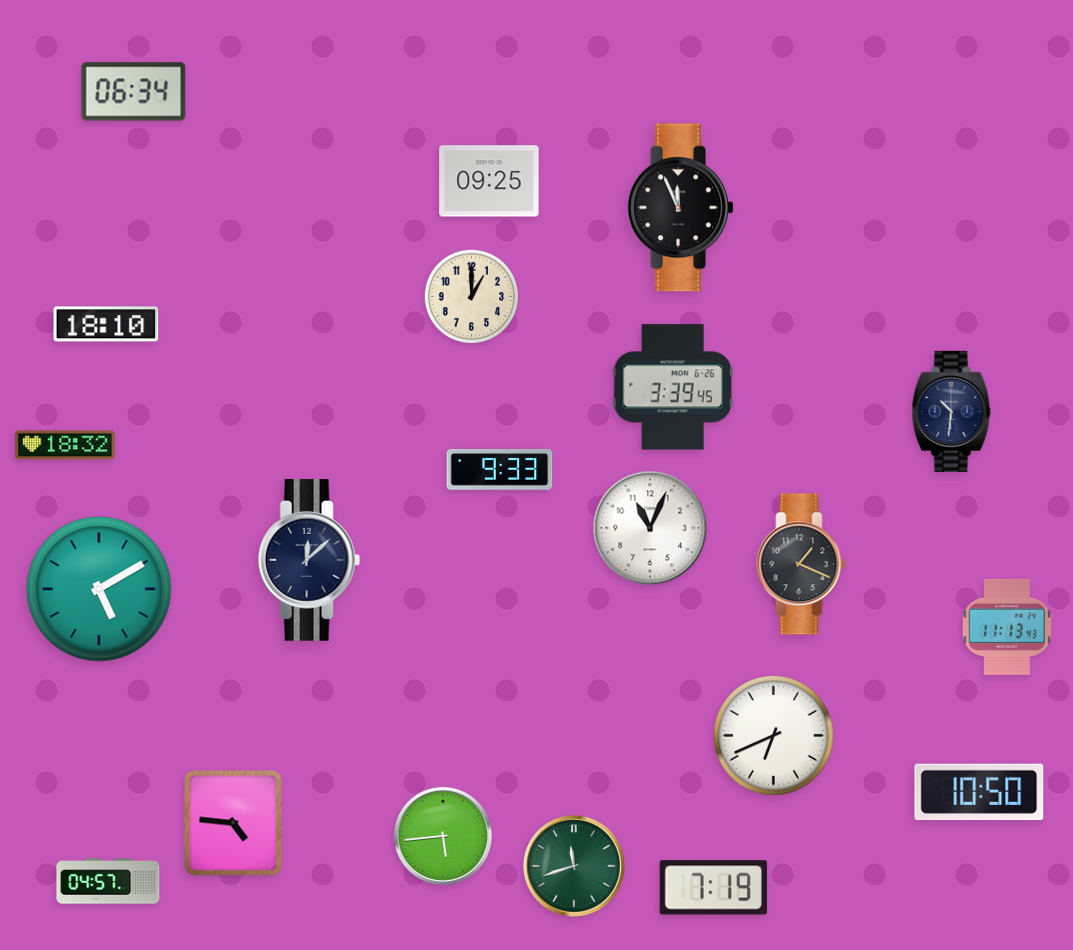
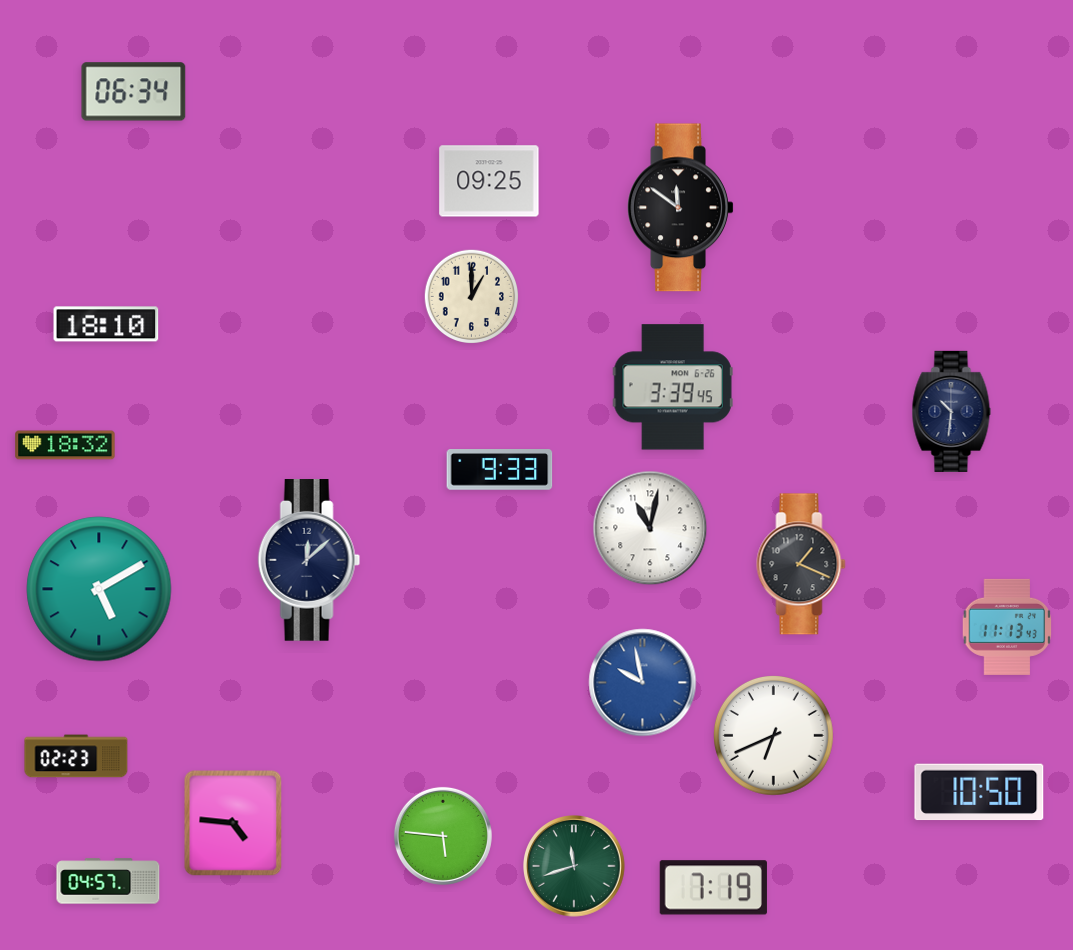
clock at (681, 208): 11:56 -> 11:51
clock at (650, 528): 11:04 -> 11:02
clock at (643, 683): none -> 9:58
clock at (76, 756): none -> 02:23
clock at (443, 836): 5:44 -> 5:46
